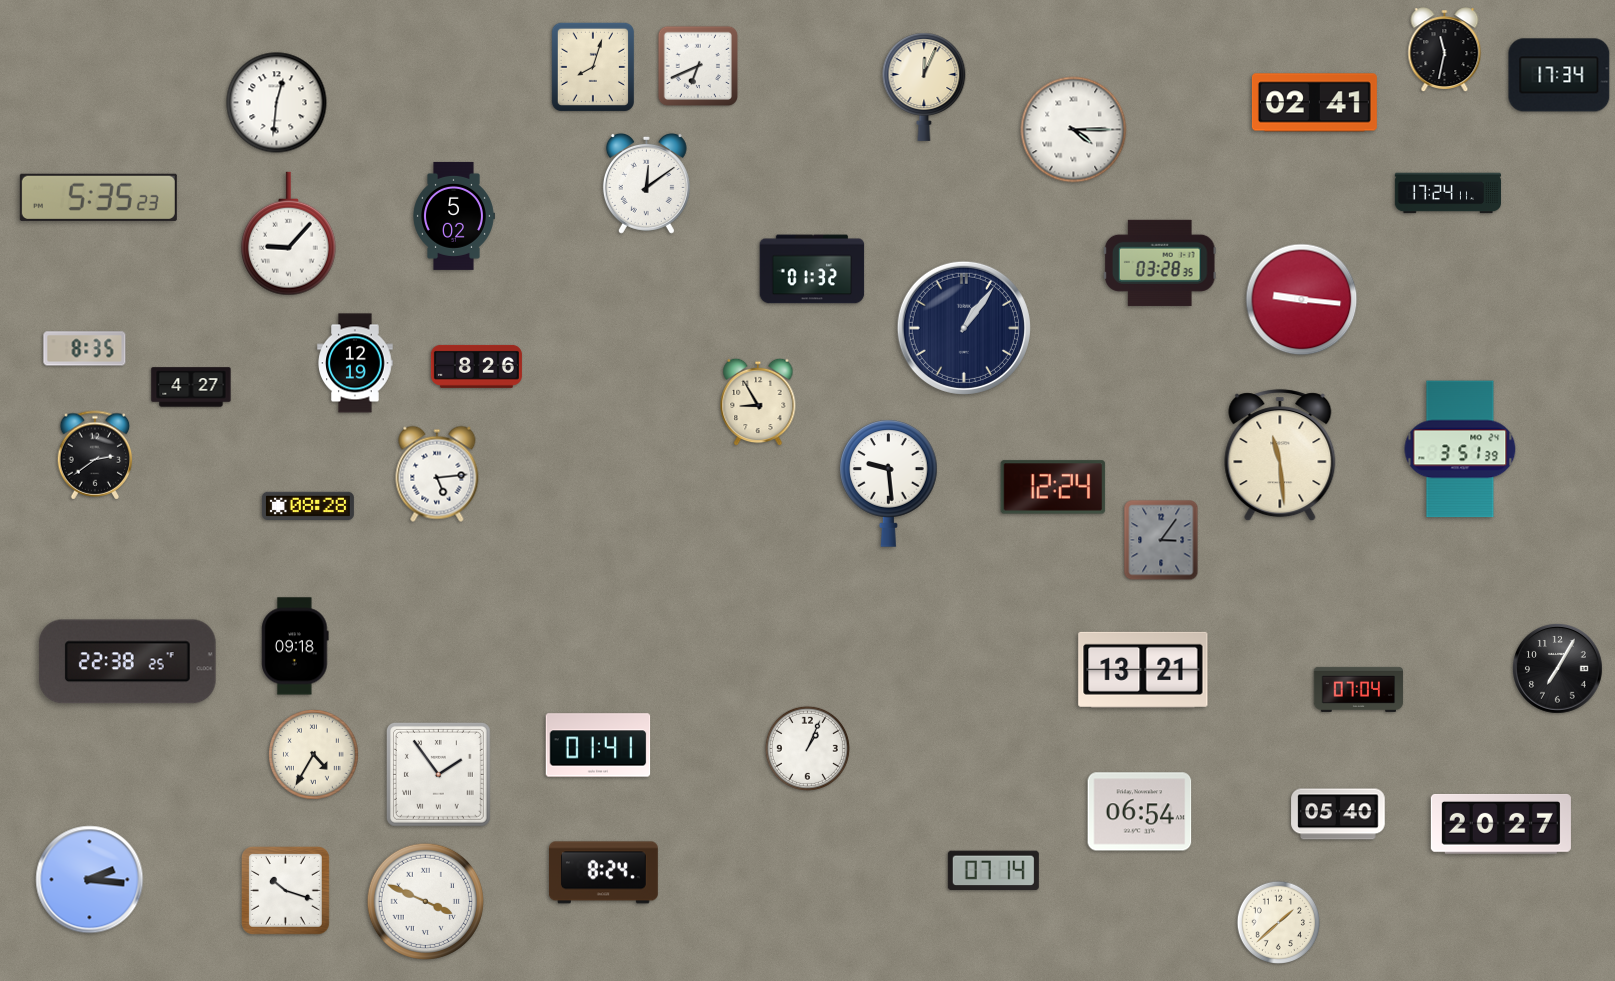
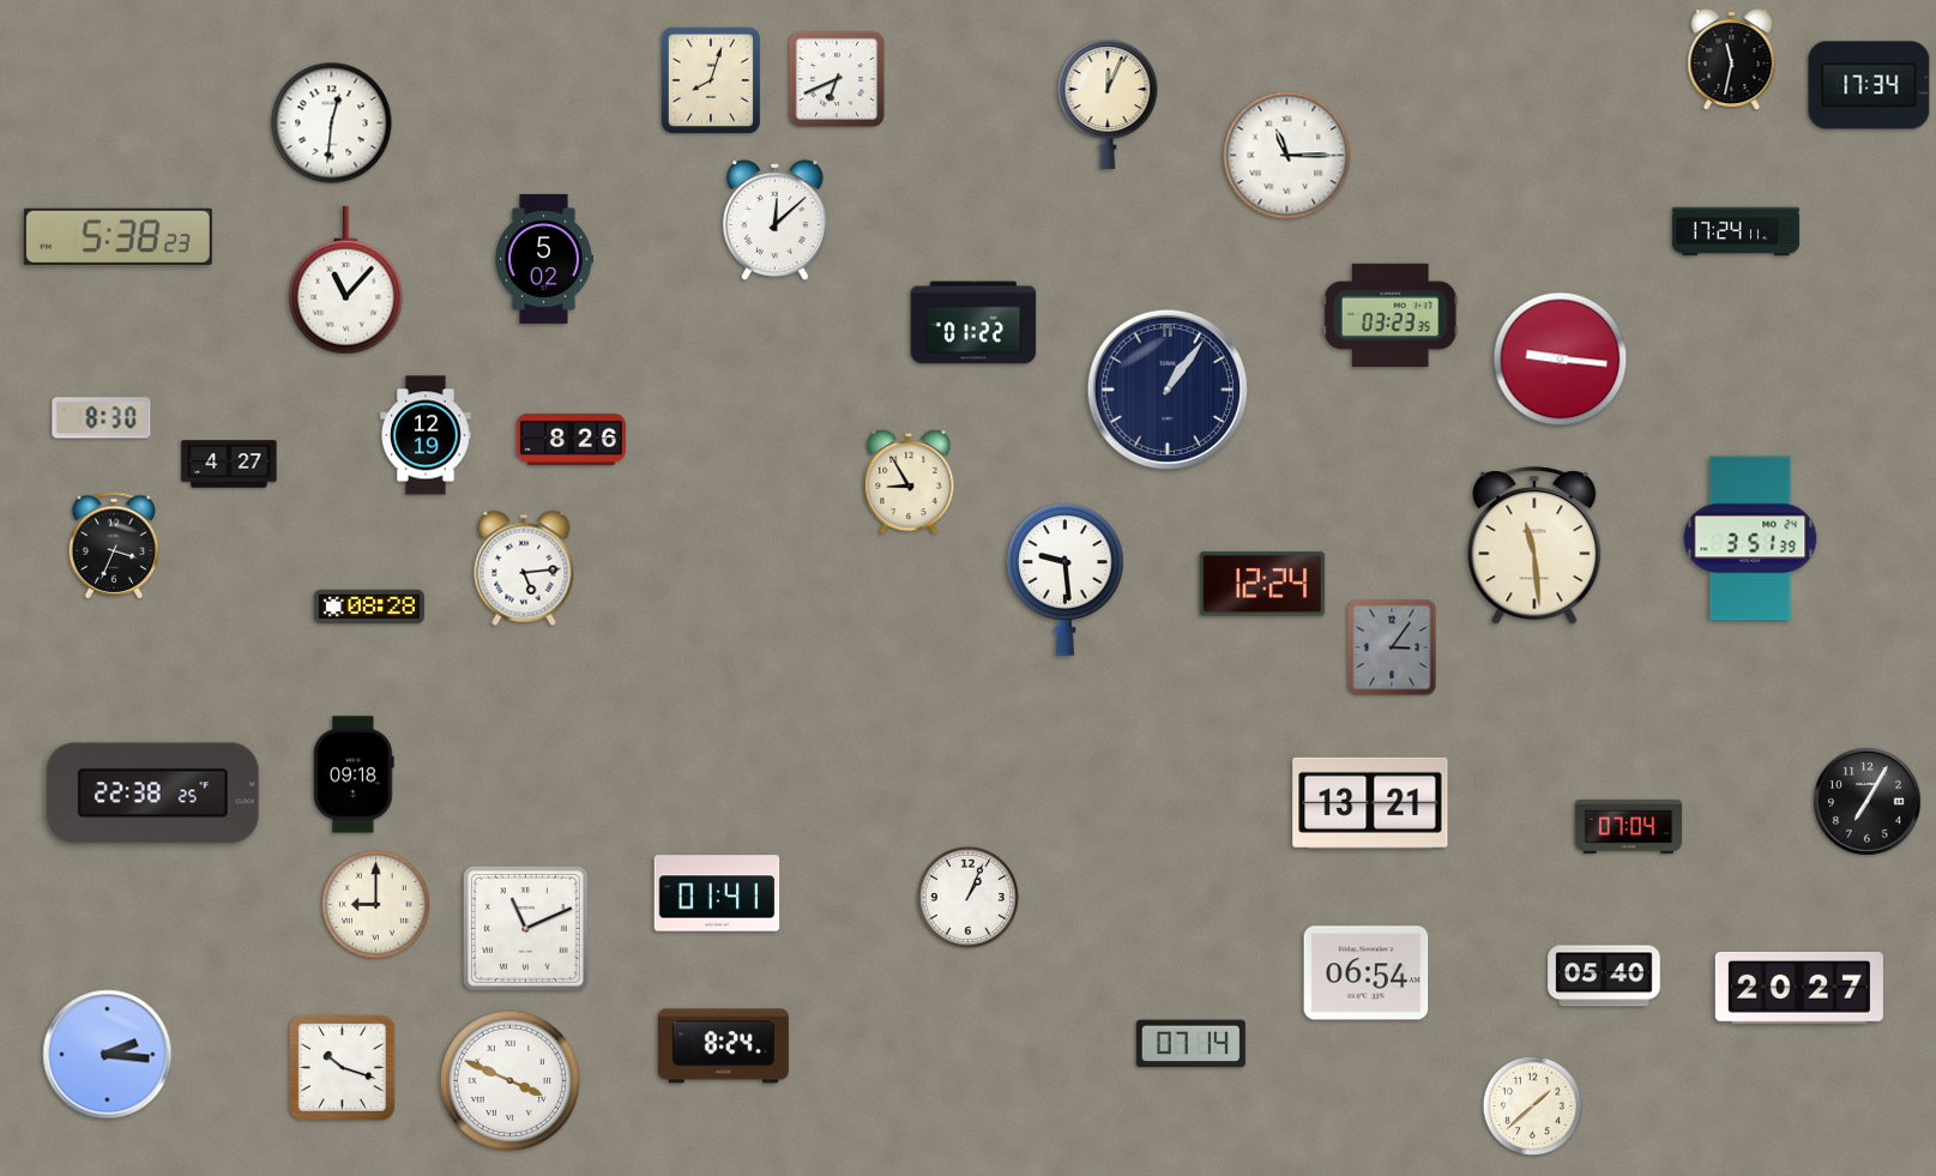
clock at (1559, 75) position: (1559, 75) -> (1869, 85)
clock at (1314, 103): 02:41 -> none
clock at (1074, 130): 4:15 -> 11:15
clock at (646, 183): 12:09 -> 12:08
clock at (98, 197): 5:35 -> 5:38
clock at (288, 234): 9:07 -> 11:07
clock at (1160, 263): 03:28 -> 03:23
clock at (812, 269): 01:32 -> 01:22
clock at (964, 328) position: (964, 328) -> (1168, 390)
clock at (85, 349): 8:35 -> 8:30
clock at (95, 455): 2:39 -> 3:34
clock at (314, 755): 4:35 -> 9:00
clock at (438, 774): 1:54 -> 11:11
